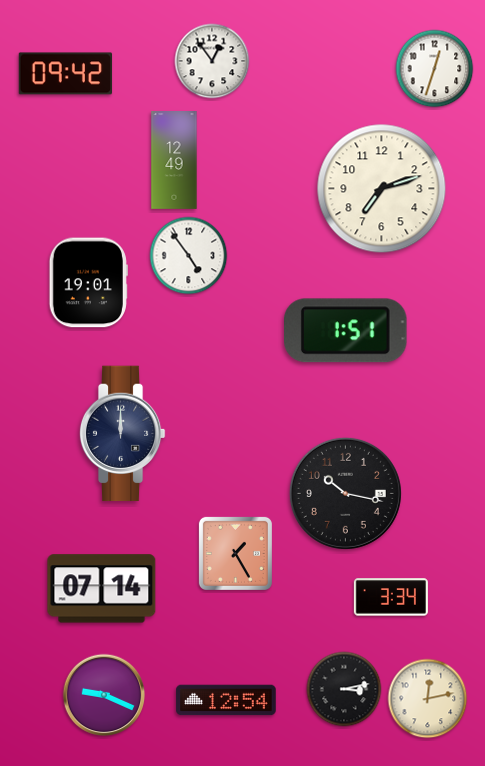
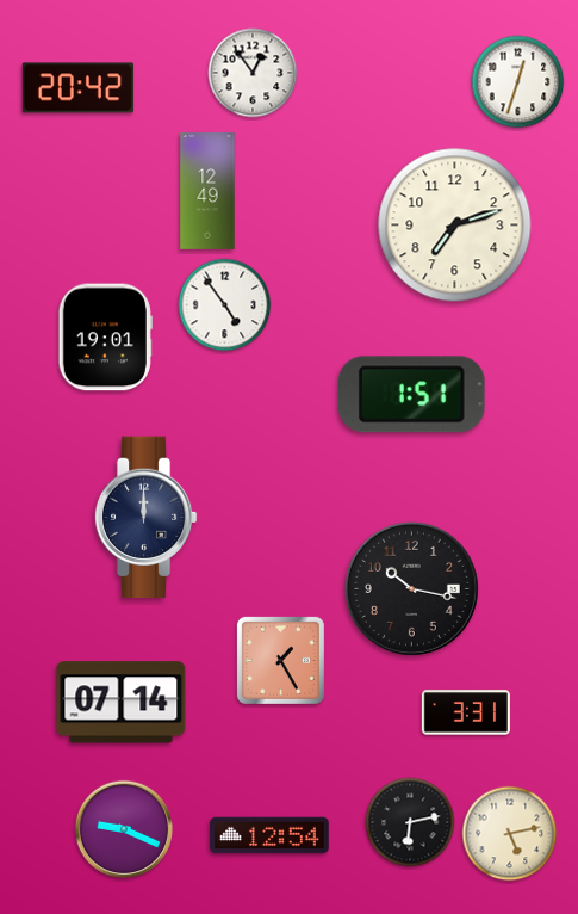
clock at (66, 74): 09:42 -> 20:42
clock at (391, 597): 3:34 -> 3:31
clock at (344, 689): 3:13 -> 6:13
clock at (428, 699): 12:13 -> 5:13
